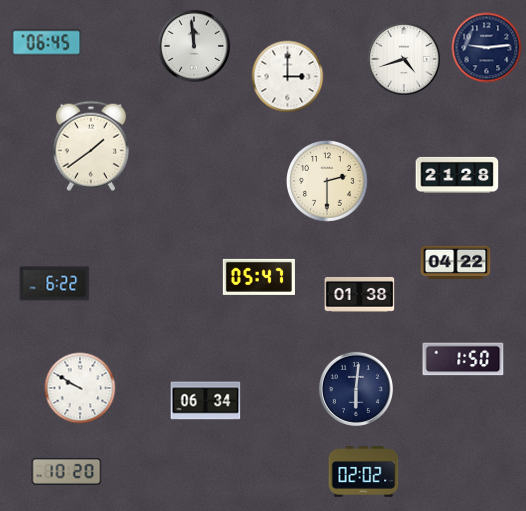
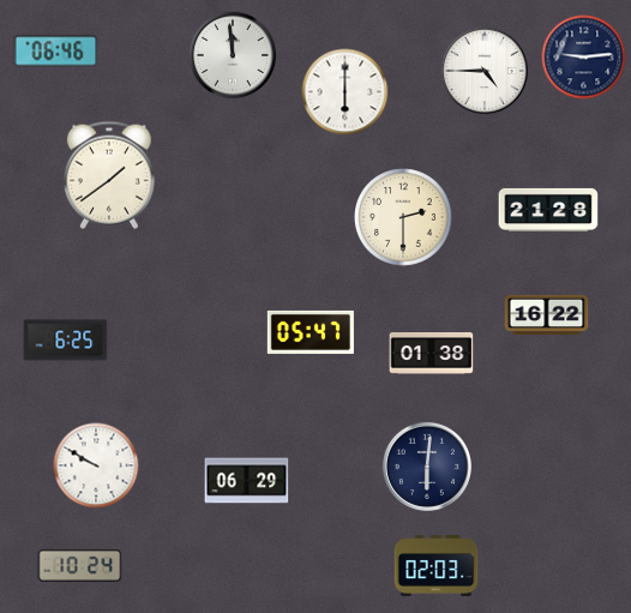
clock at (47, 43): 06:45 -> 06:46
clock at (404, 59): 4:42 -> 4:45
clock at (288, 77): 3:00 -> 6:00
clock at (328, 182) position: (328, 182) -> (404, 218)
clock at (456, 263): 04:22 -> 16:22
clock at (55, 284): 6:22 -> 6:25
clock at (463, 359): 1:50 -> none
clock at (206, 401): 06:34 -> 06:29
clock at (67, 472): 10:20 -> 10:24
clock at (364, 472): 02:02 -> 02:03
